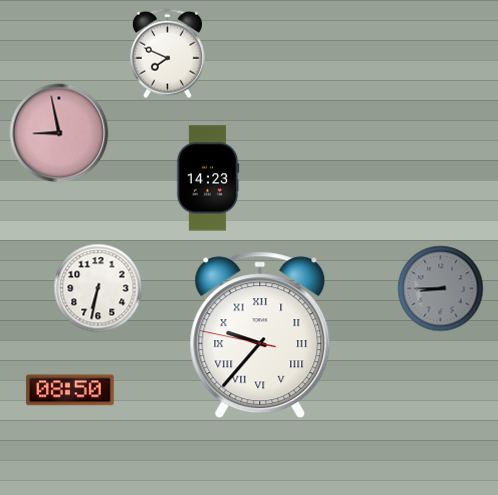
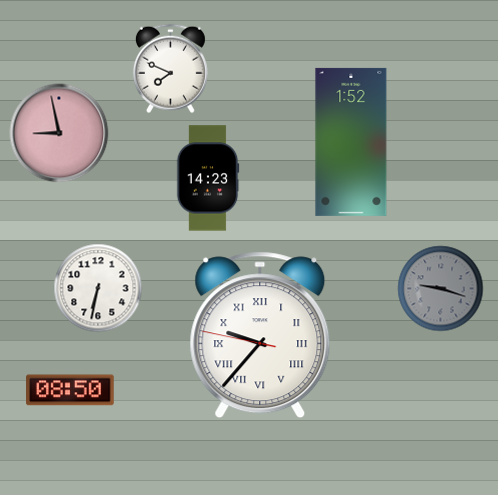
clock at (167, 54) position: (167, 54) -> (170, 69)
clock at (351, 142): none -> 1:52
clock at (441, 289): 8:45 -> 9:18
